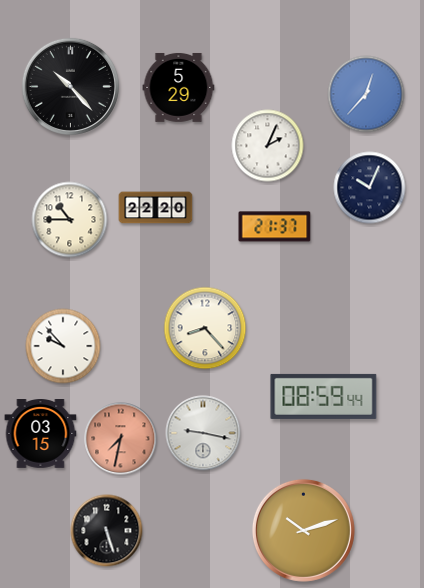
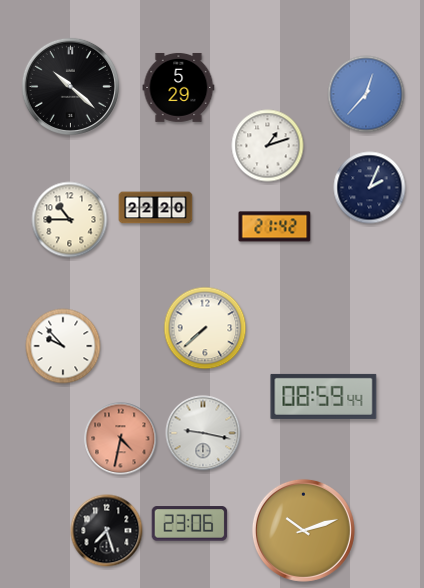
clock at (70, 86): 10:23 -> 10:22
clock at (268, 146): 2:04 -> 1:12
clock at (370, 188): 10:04 -> 2:04
clock at (275, 227): 21:37 -> 21:42
clock at (205, 328): 8:23 -> 7:38
clock at (41, 434): 03:15 -> none
clock at (121, 439): 7:32 -> 4:32
clock at (190, 524): none -> 23:06
clock at (107, 531): 5:27 -> 7:27
